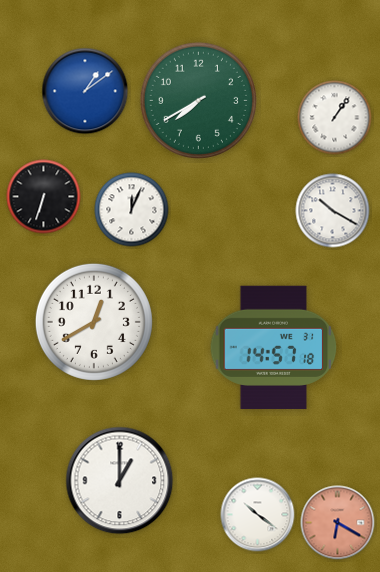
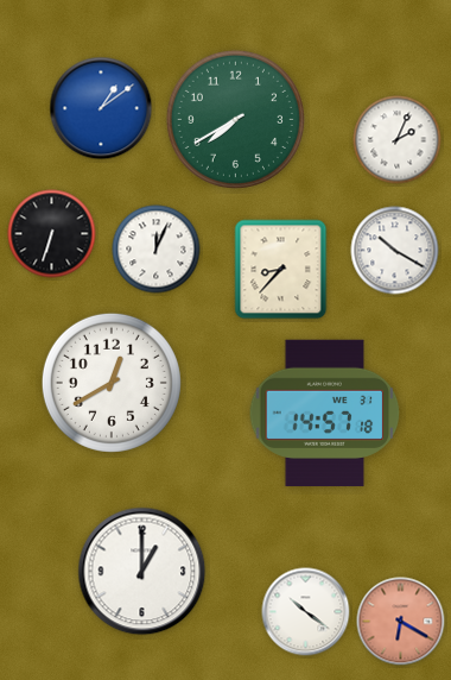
clock at (335, 118): 1:06 -> 2:04
clock at (281, 270): none -> 8:37
